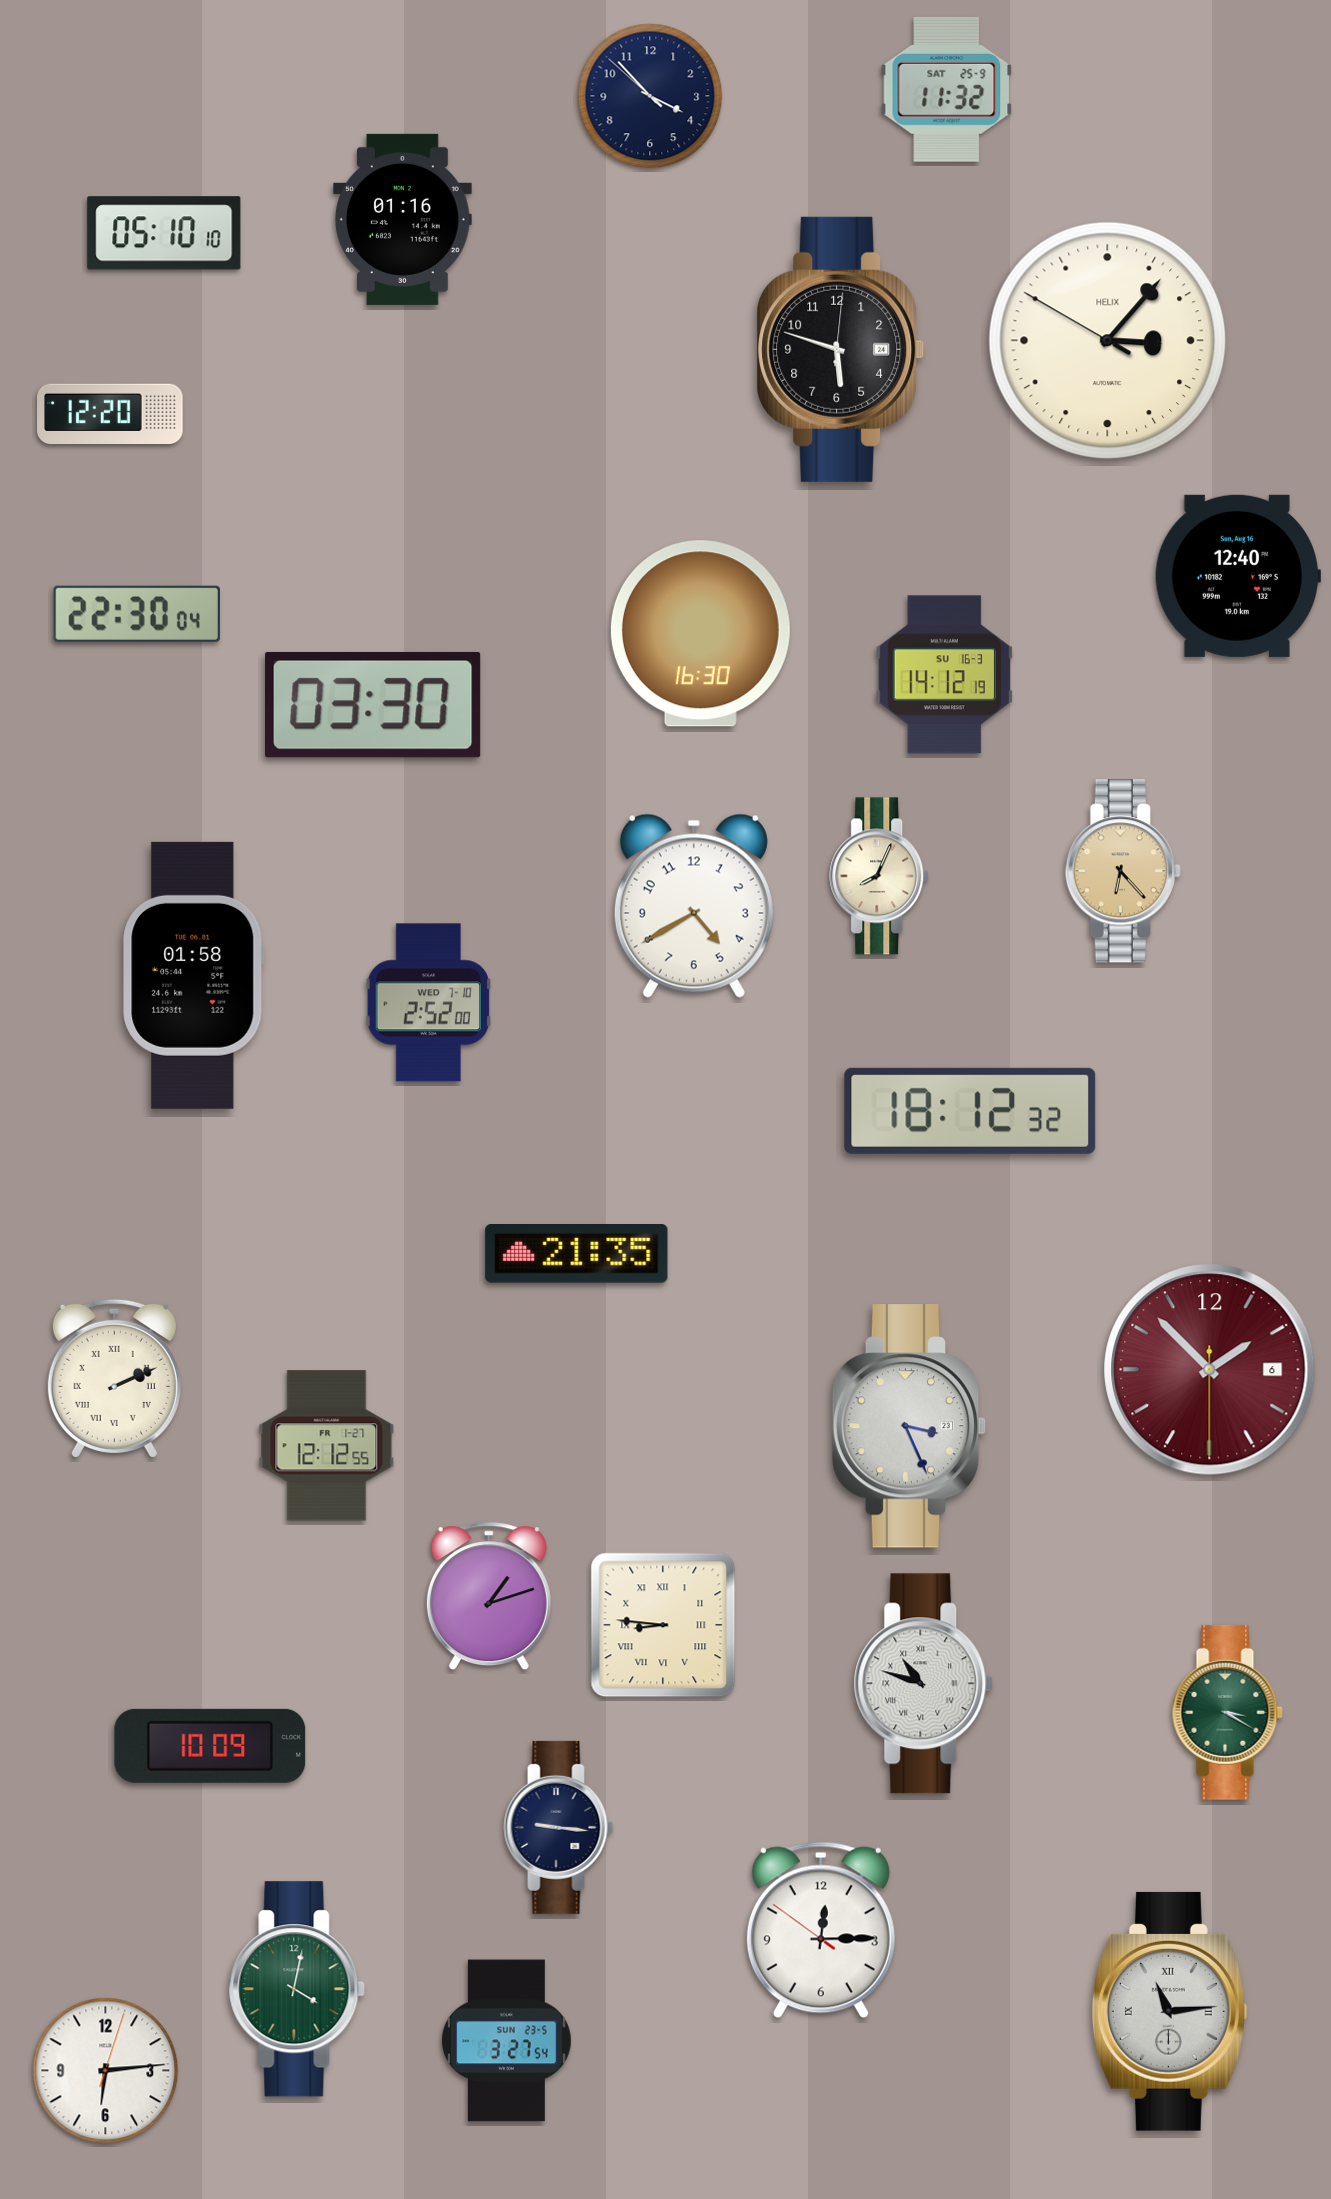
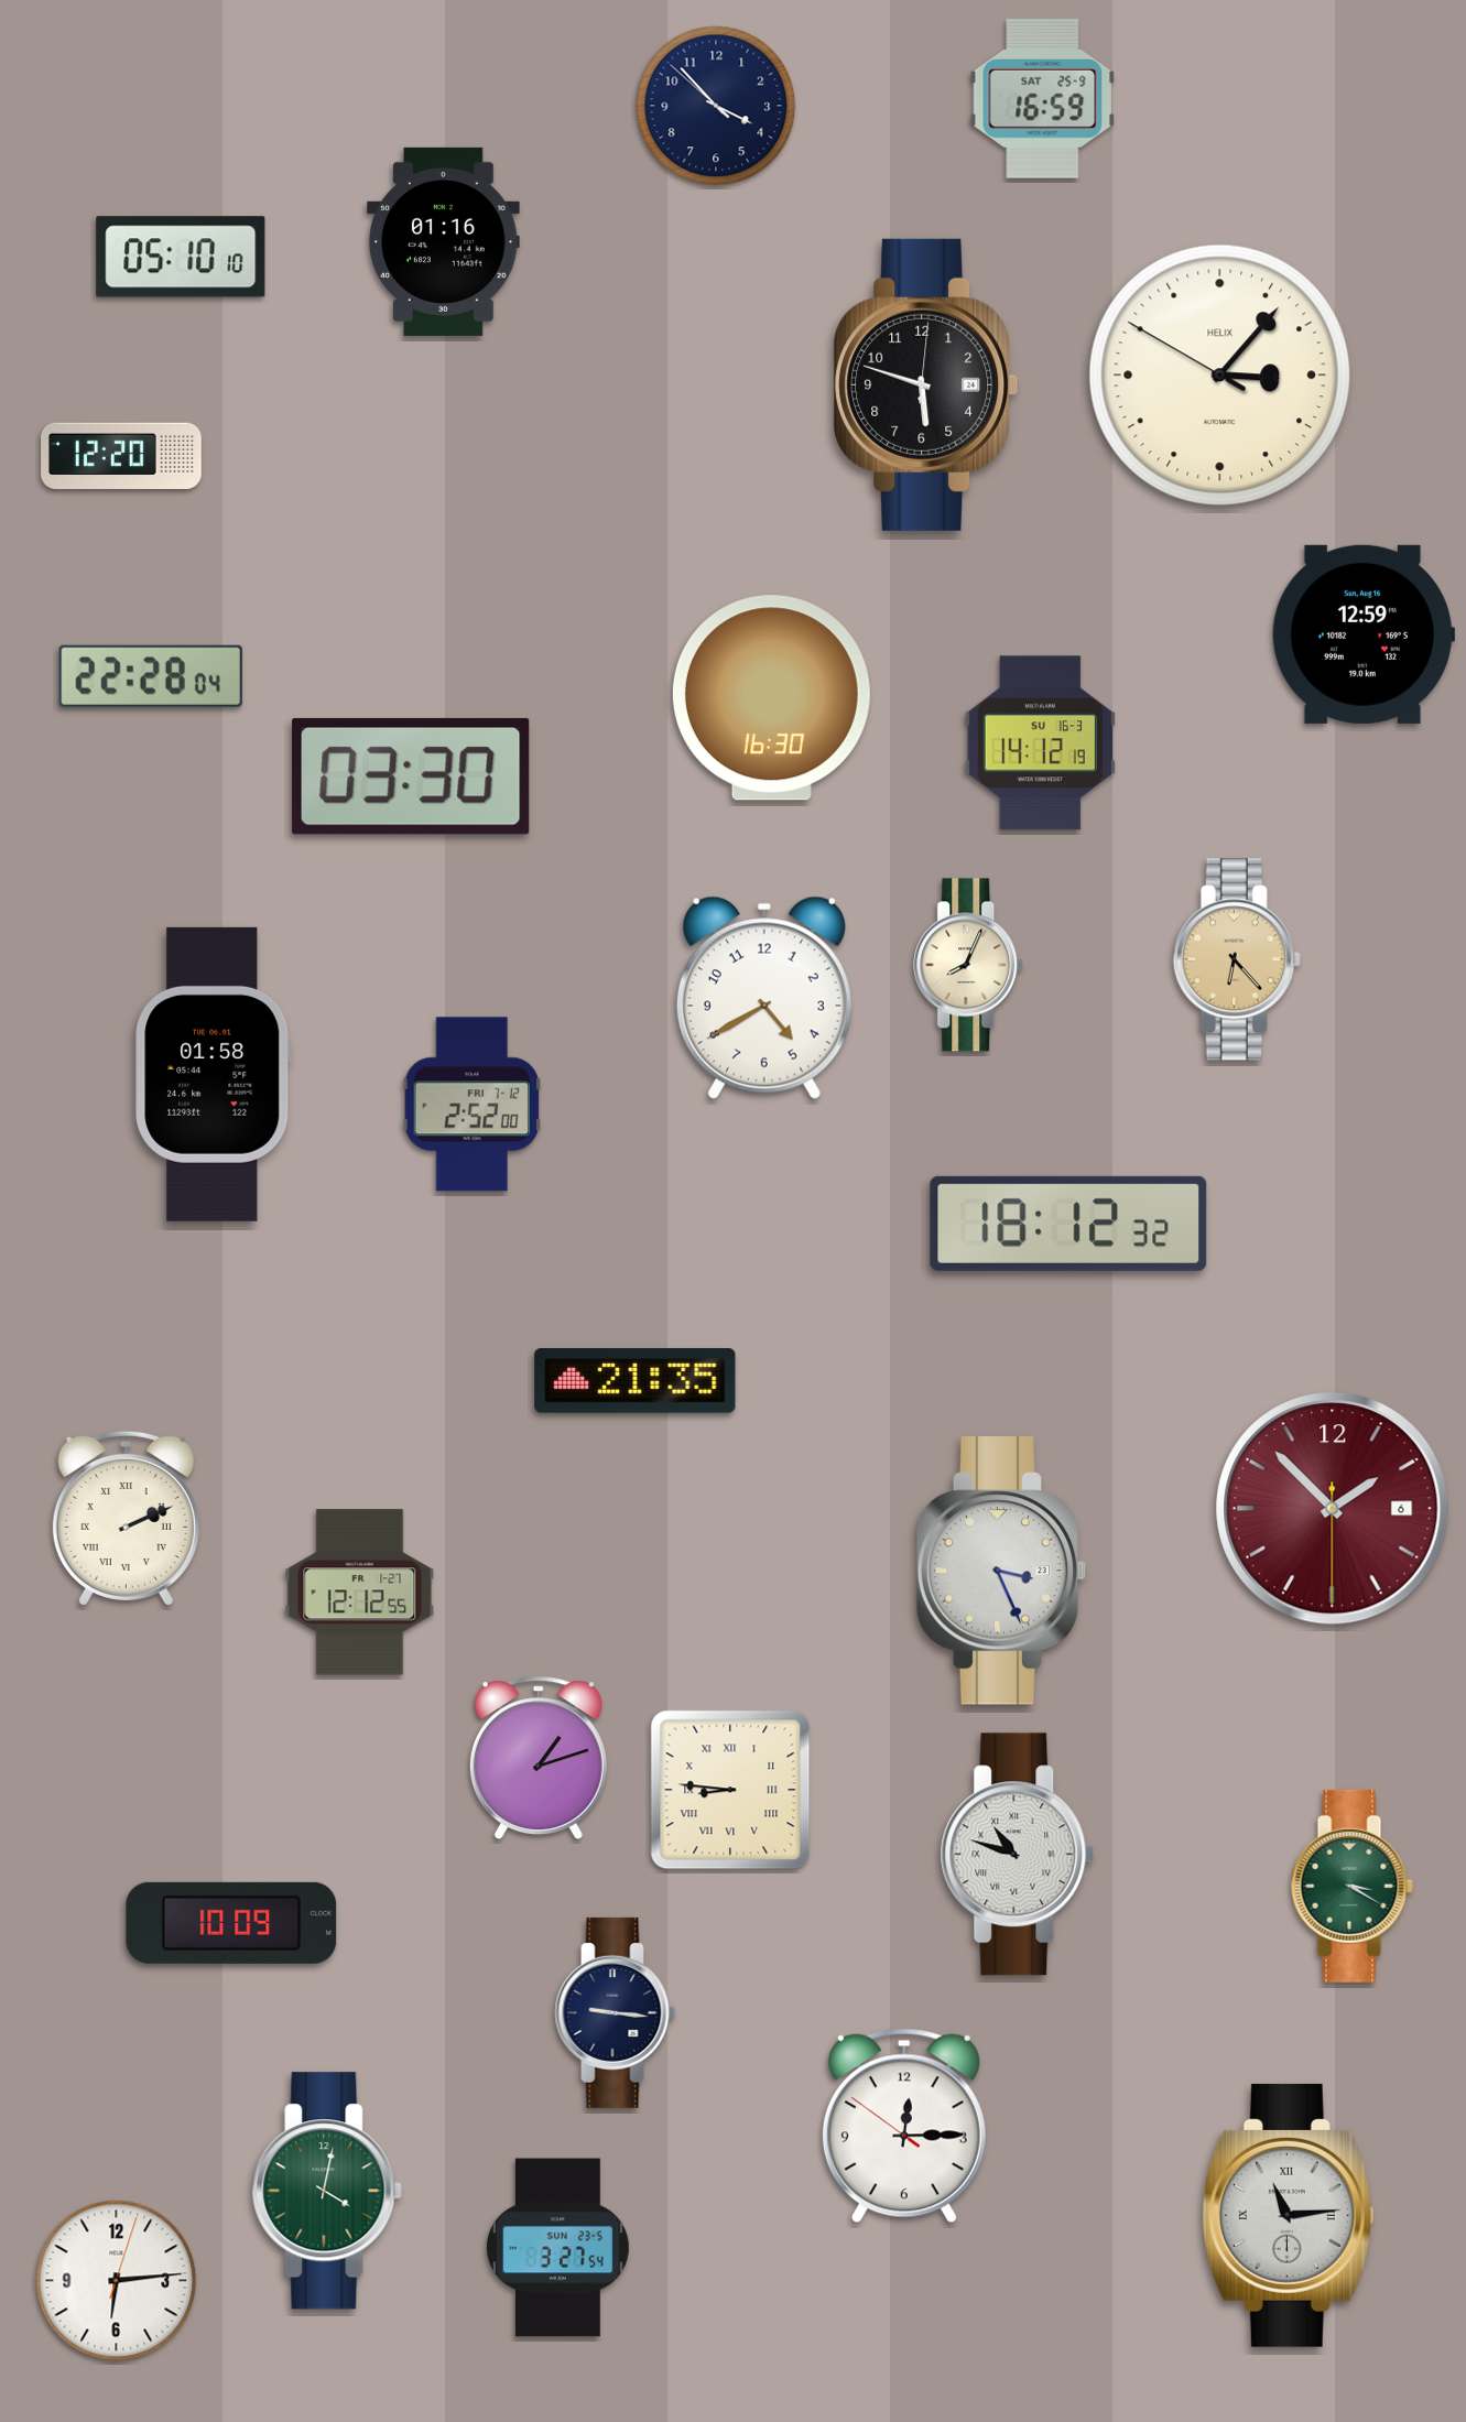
clock at (947, 89): 11:32 -> 16:59
clock at (1237, 576): 12:40 -> 12:59
clock at (137, 614): 22:30 -> 22:28
clock at (428, 1003) date: WED 7-10 -> FRI 7-12
